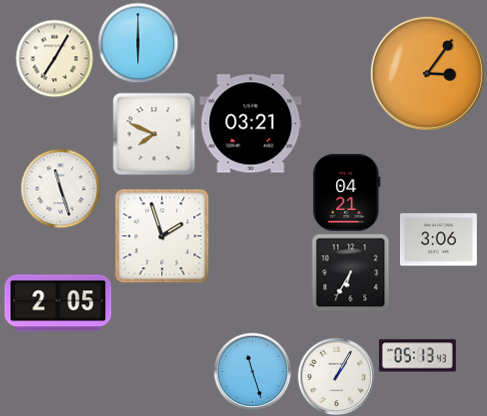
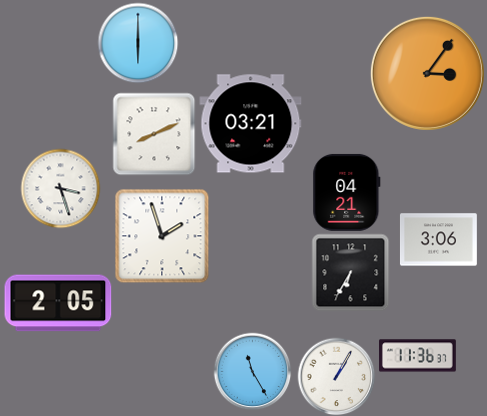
clock at (54, 58): 7:05 -> none
clock at (154, 134): 7:49 -> 8:11
clock at (60, 188): 11:27 -> 3:27
clock at (418, 356): 05:13 -> 11:36
clock at (252, 371): 11:27 -> 11:25
